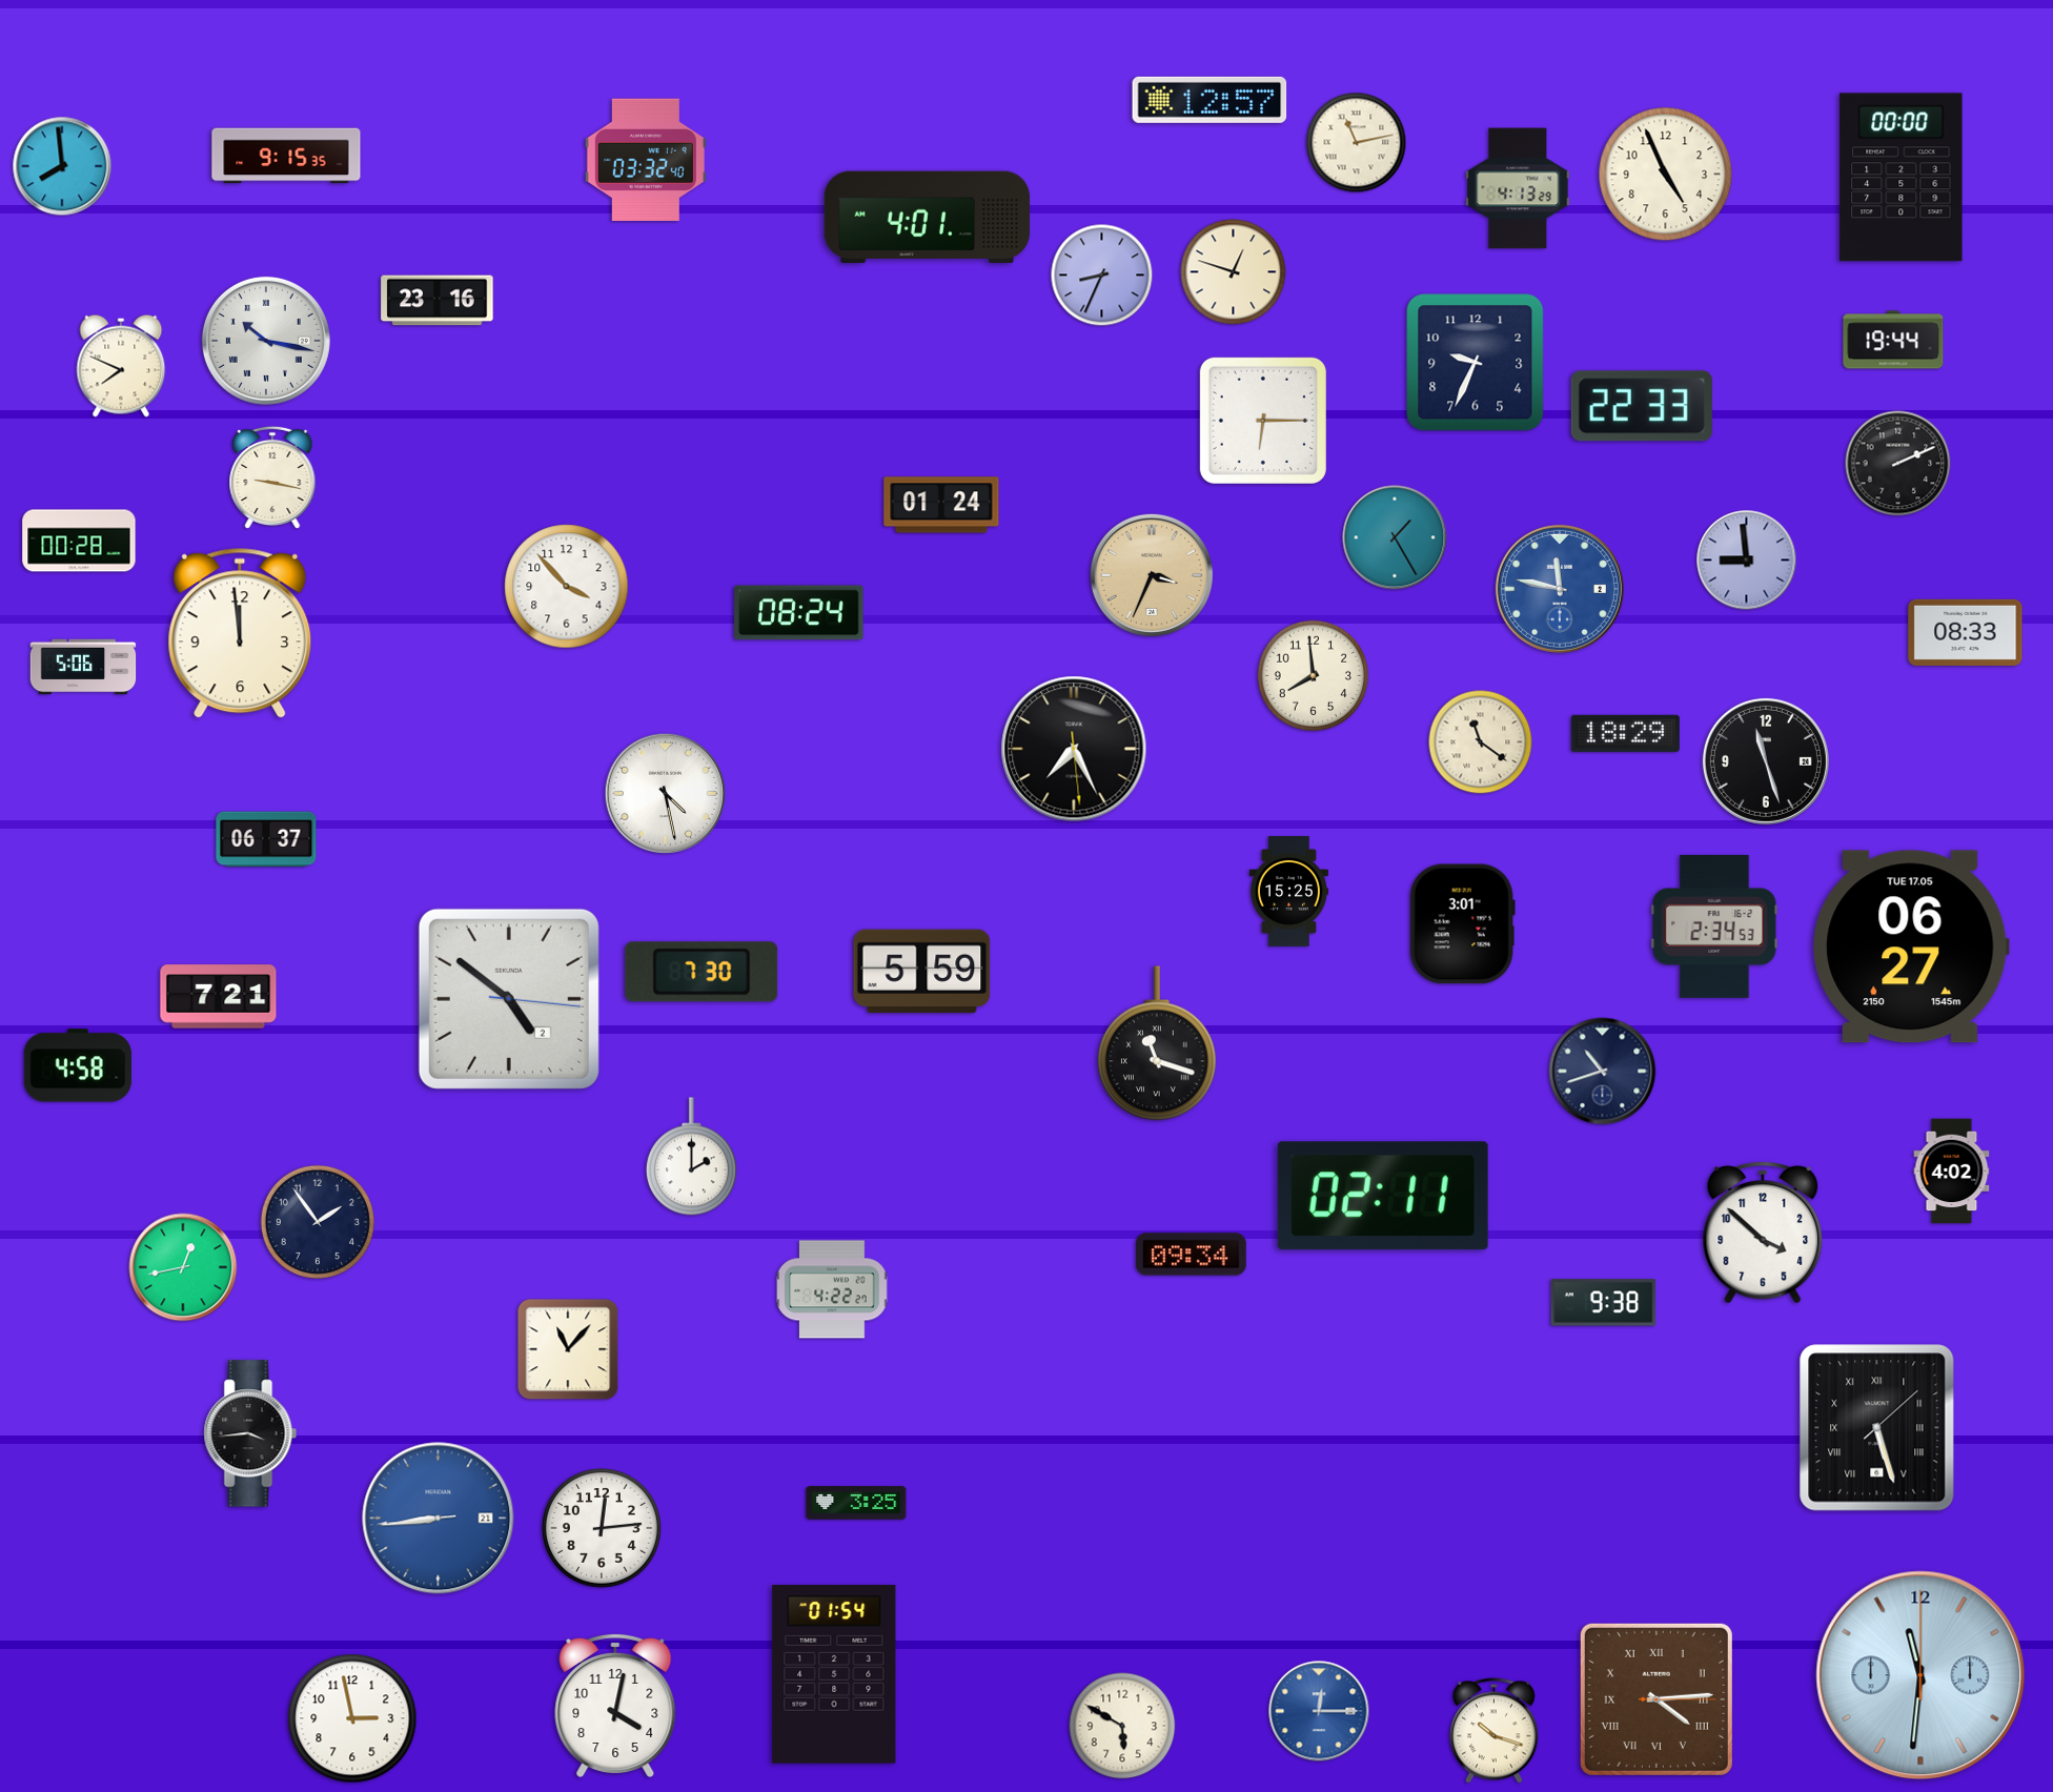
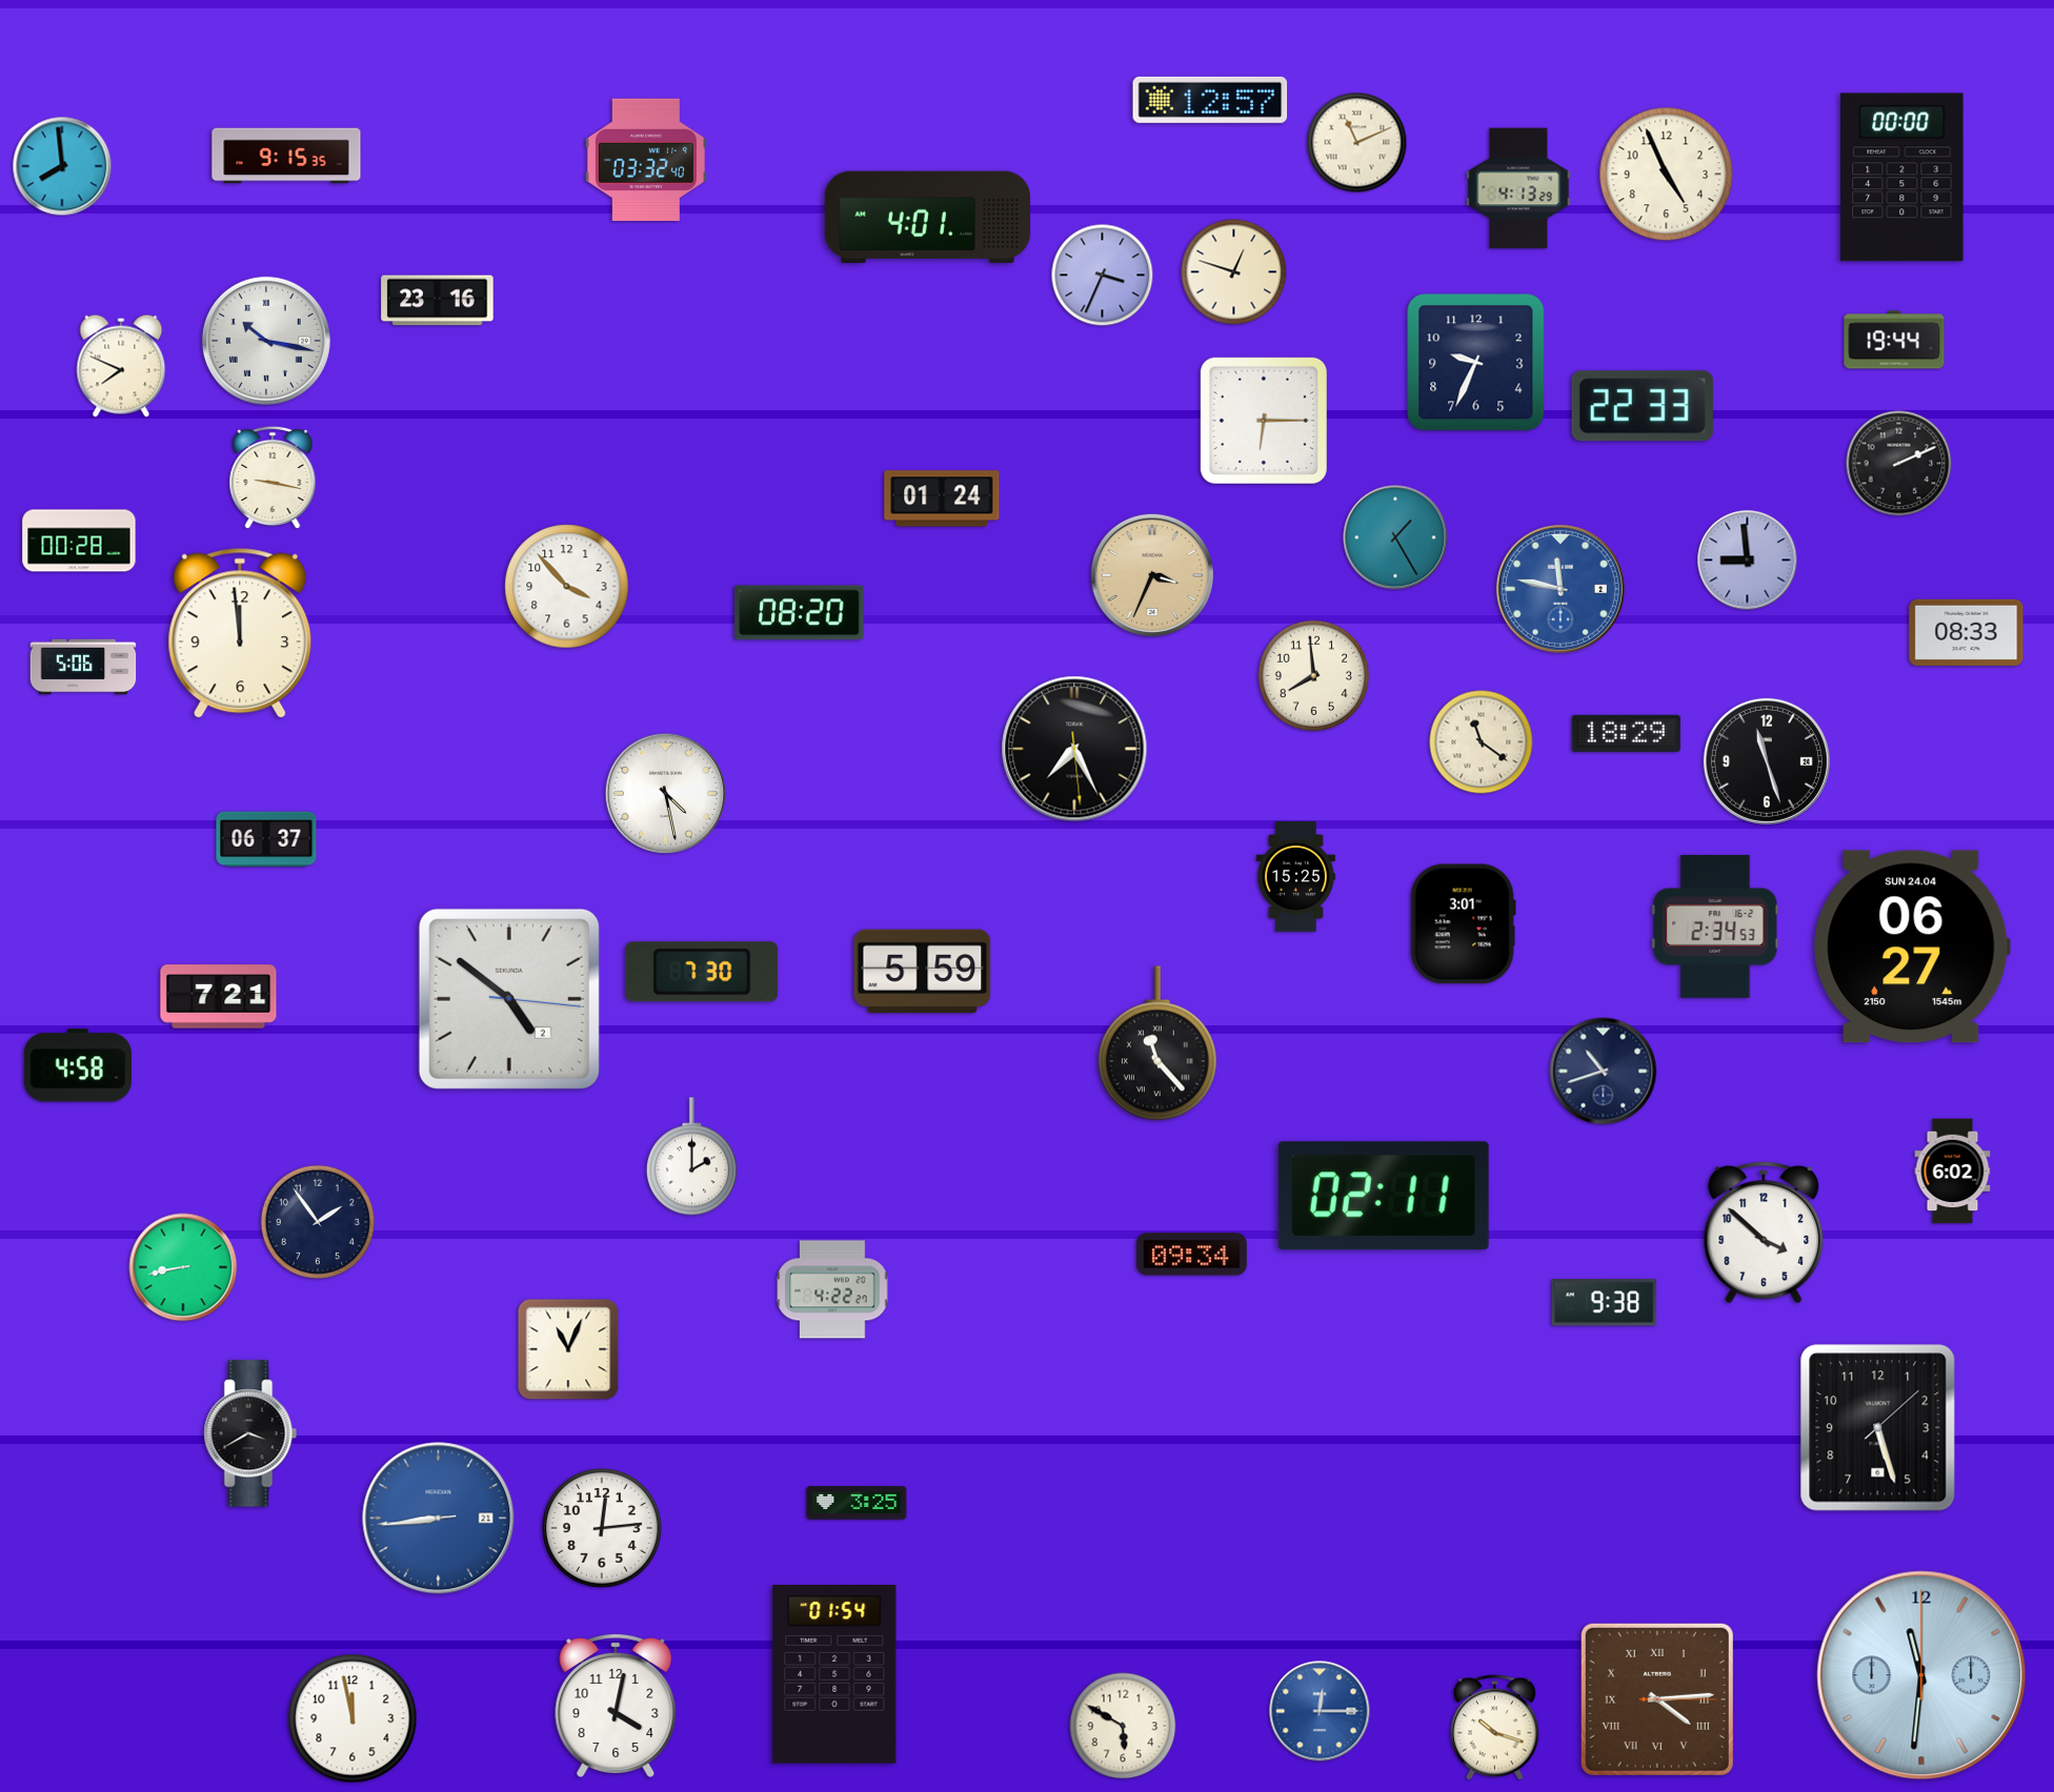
clock at (1357, 143): 11:13 -> 11:11
clock at (1102, 276): 8:34 -> 3:34
clock at (941, 505) position: (941, 505) -> (942, 498)
clock at (799, 613): 08:24 -> 08:20
clock at (1288, 892) position: (1288, 892) -> (1295, 877)
clock at (1911, 946) date: TUE 17.05 -> SUN 24.04
clock at (1158, 1043): 11:18 -> 11:23
clock at (1952, 1172): 4:02 -> 6:02
clock at (183, 1267): 12:43 -> 8:43
clock at (568, 1349): 11:07 -> 11:04
clock at (1877, 1428) numerals: Roman -> Arabic
clock at (250, 1433): 3:44 -> 3:40
clock at (352, 1718): 2:58 -> 11:58
clock at (1495, 1731) position: (1495, 1731) -> (1495, 1728)
